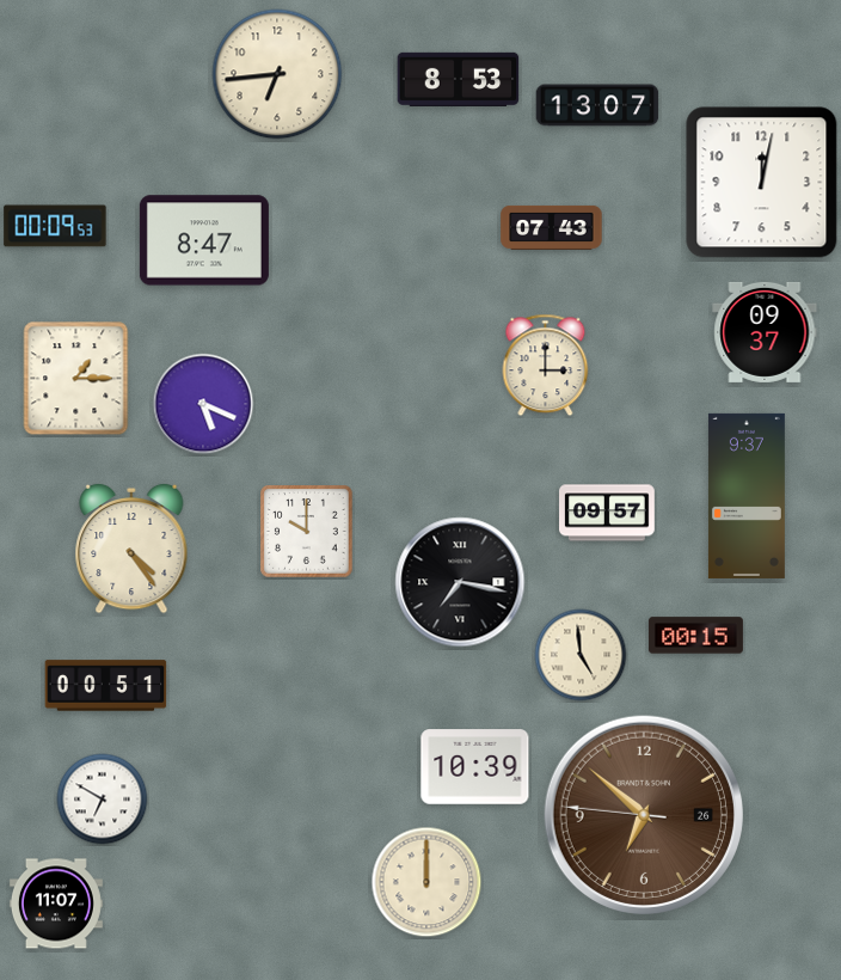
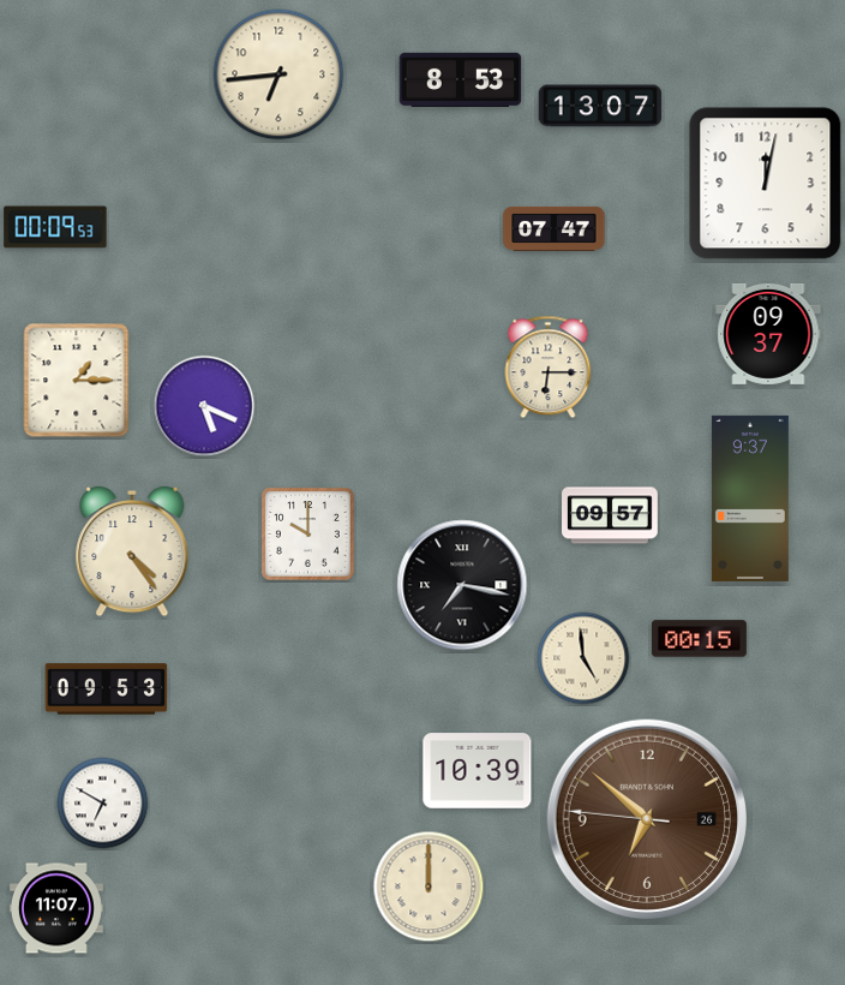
clock at (552, 227): 07:43 -> 07:47
clock at (204, 240): 8:47 -> none
clock at (546, 366): 3:00 -> 6:15
clock at (106, 686): 00:51 -> 09:53
